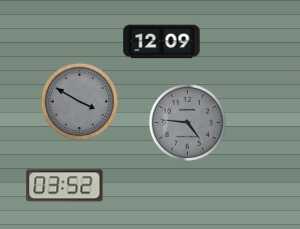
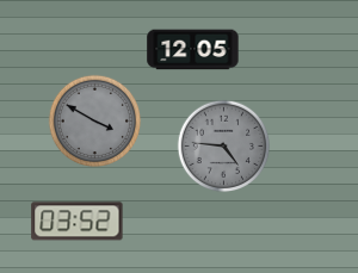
clock at (162, 42): 12:09 -> 12:05
